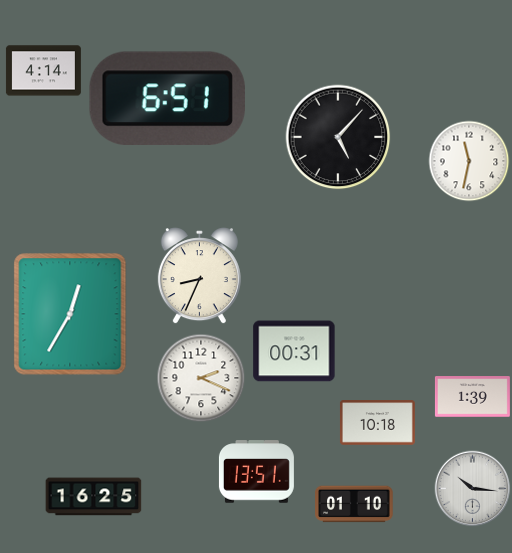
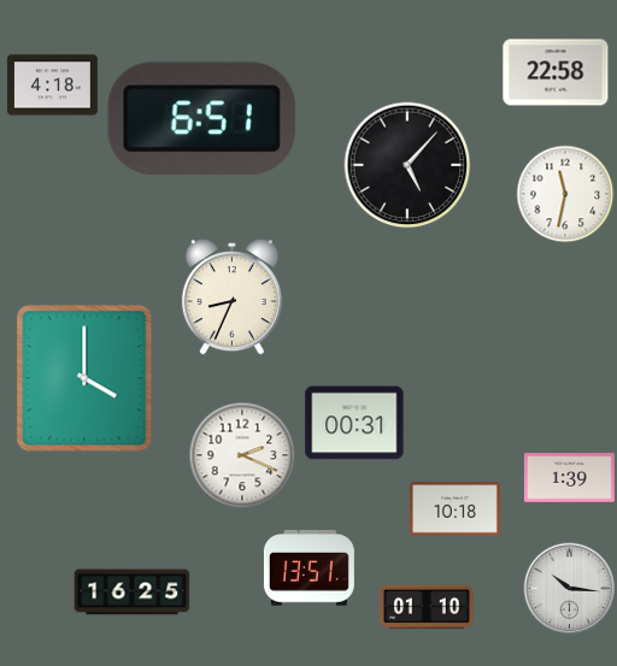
clock at (556, 72): none -> 22:58
clock at (43, 71): 4:14 -> 4:18
clock at (199, 276) position: (199, 276) -> (231, 297)
clock at (70, 314): 12:35 -> 4:00
clock at (94, 497) position: (94, 497) -> (133, 593)
